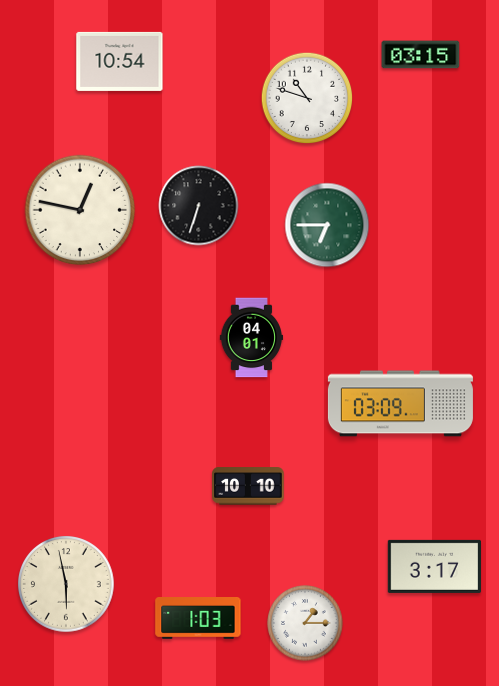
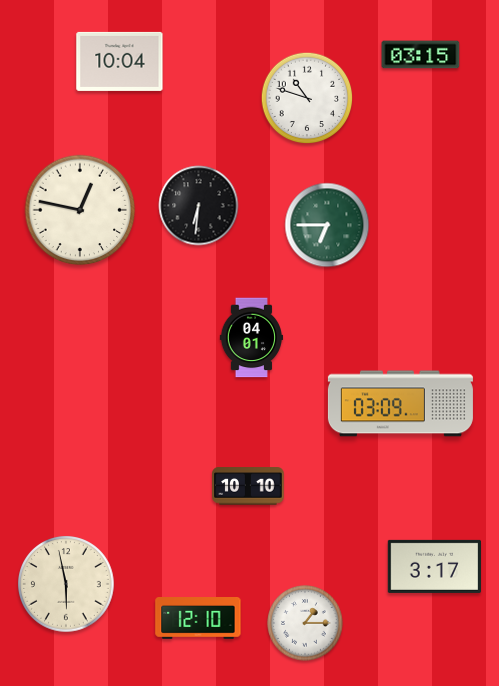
clock at (120, 61): 10:54 -> 10:04
clock at (199, 206): 6:33 -> 6:31
clock at (198, 619): 1:03 -> 12:10
